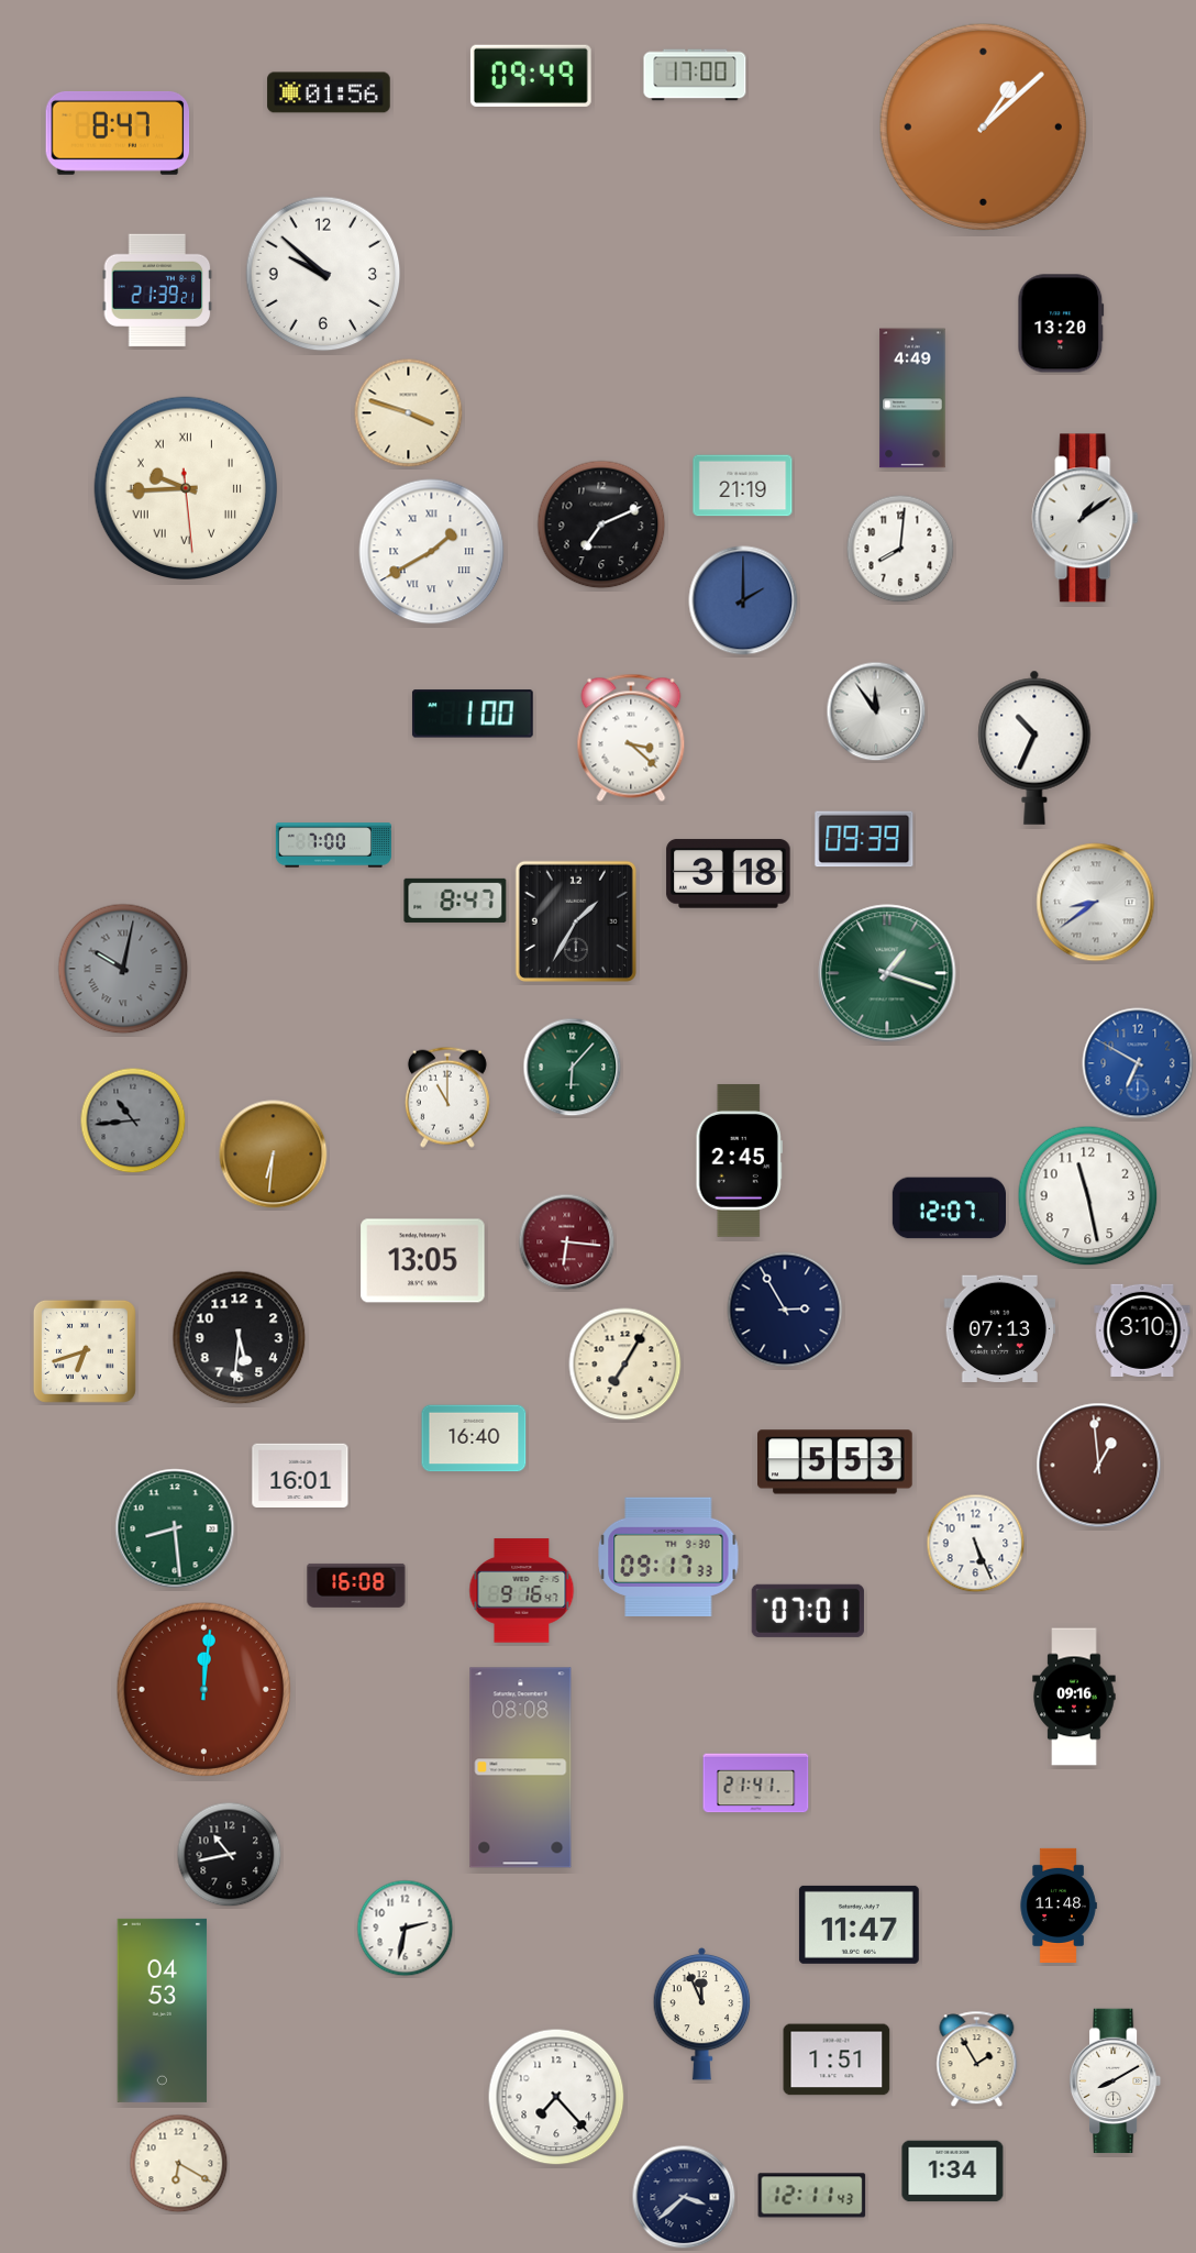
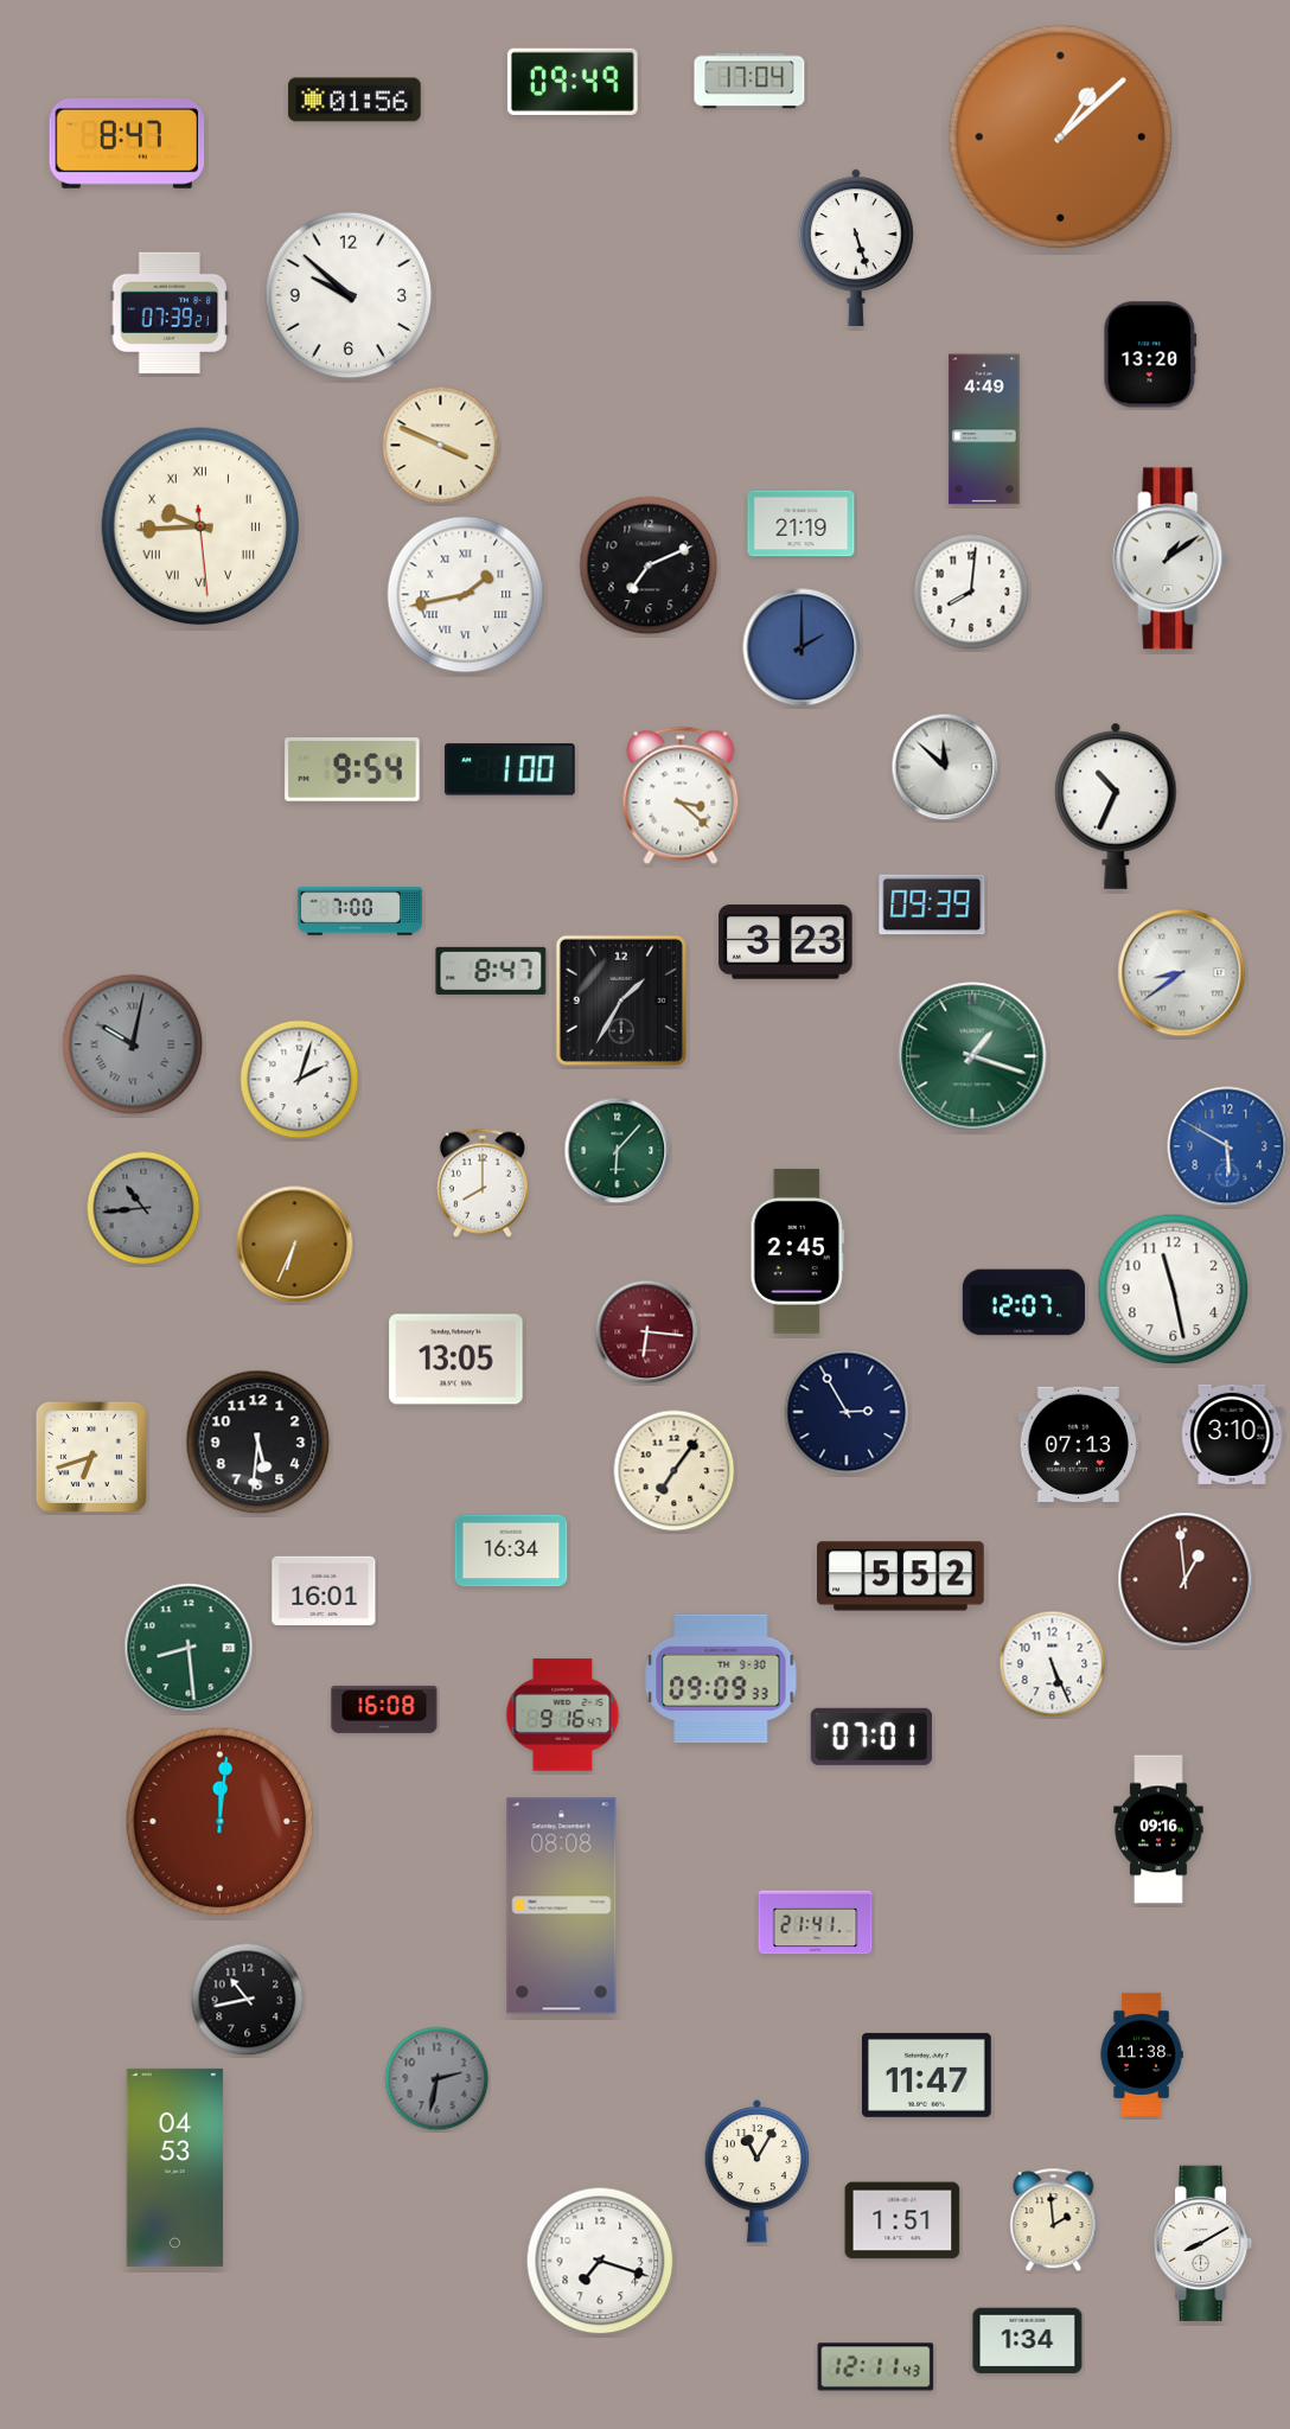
clock at (695, 75): 17:00 -> 17:04
clock at (856, 247): none -> 5:27
clock at (157, 290): 21:39 -> 07:39
clock at (1061, 323) position: (1061, 323) -> (1150, 354)
clock at (409, 413): 3:48 -> 3:49
clock at (432, 552): 1:40 -> 1:43
clock at (876, 711): 11:54 -> 11:52
clock at (352, 769): none -> 9:54
clock at (729, 874): 3:18 -> 3:23
clock at (576, 921) position: (576, 921) -> (621, 1001)
clock at (887, 973) position: (887, 973) -> (972, 1056)
clock at (300, 1080): none -> 2:03
clock at (1138, 1063): 6:50 -> 5:50
clock at (447, 1097): 11:00 -> 8:00
clock at (274, 1155): 6:31 -> 6:34
clock at (567, 1243) position: (567, 1243) -> (647, 1332)
clock at (1000, 1329) position: (1000, 1329) -> (1079, 1445)
clock at (625, 1365): 7:05 -> 7:06
clock at (474, 1438): 16:40 -> 16:34
clock at (835, 1462): 5:53 -> 5:52
clock at (668, 1557): 09:17 -> 09:09
clock at (1059, 1904): 11:48 -> 11:38
clock at (406, 1929) dial: white -> grey
clock at (702, 2013): 11:56 -> 11:05
clock at (977, 2059): 1:55 -> 1:59
clock at (556, 2097): 7:23 -> 7:18
clock at (179, 2164): 6:20 -> none
clock at (684, 2197): 3:38 -> none
